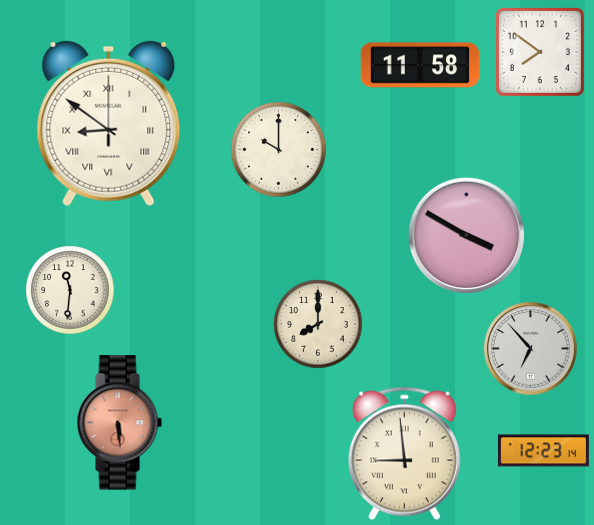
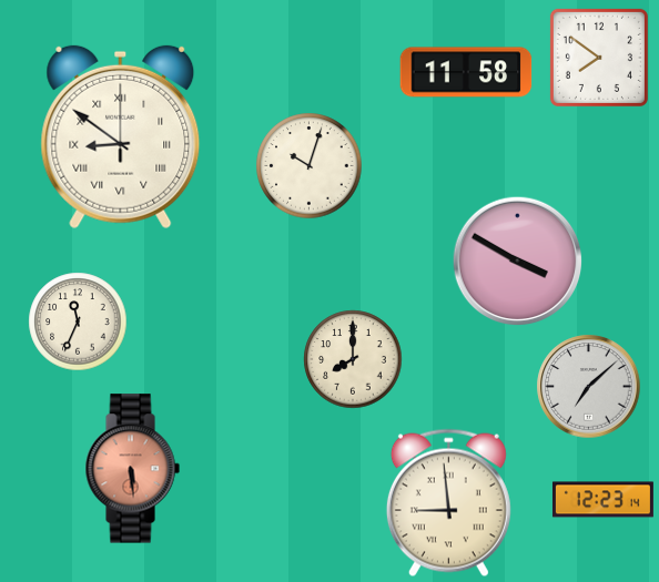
clock at (279, 150): 10:00 -> 10:03
clock at (70, 290): 11:31 -> 11:34
clock at (531, 349): 6:53 -> 7:08
